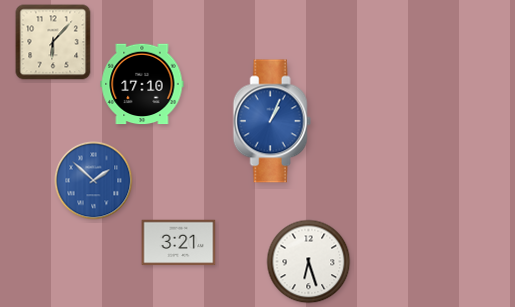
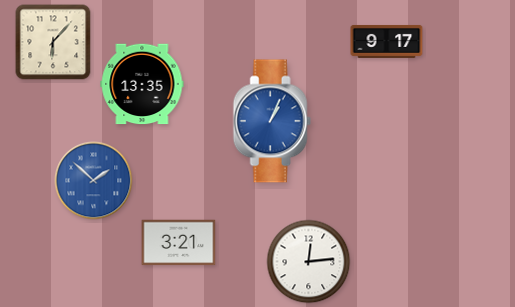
clock at (387, 41): none -> 9:17
clock at (142, 84): 17:10 -> 13:35
clock at (309, 262): 6:27 -> 12:14
